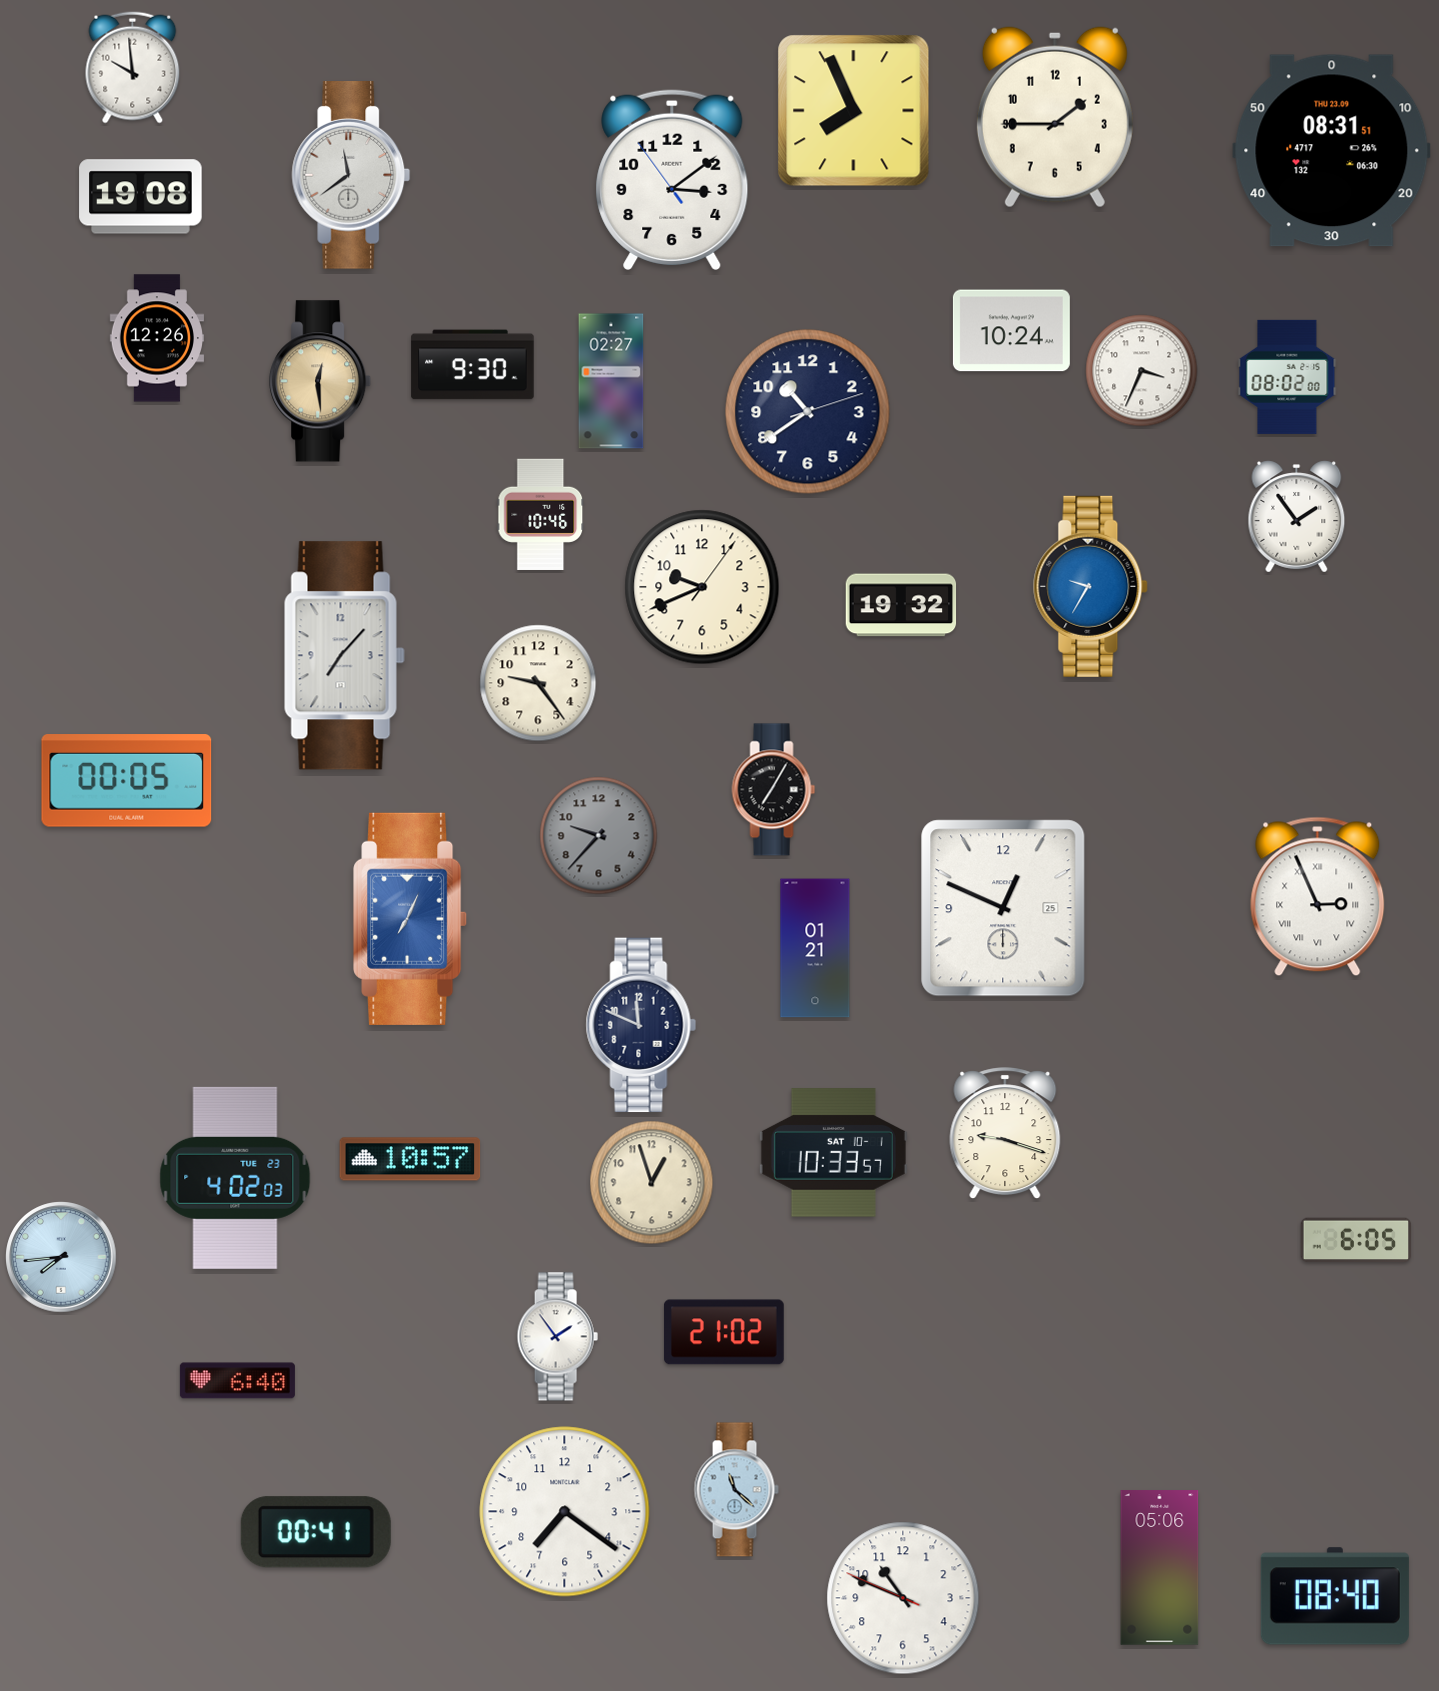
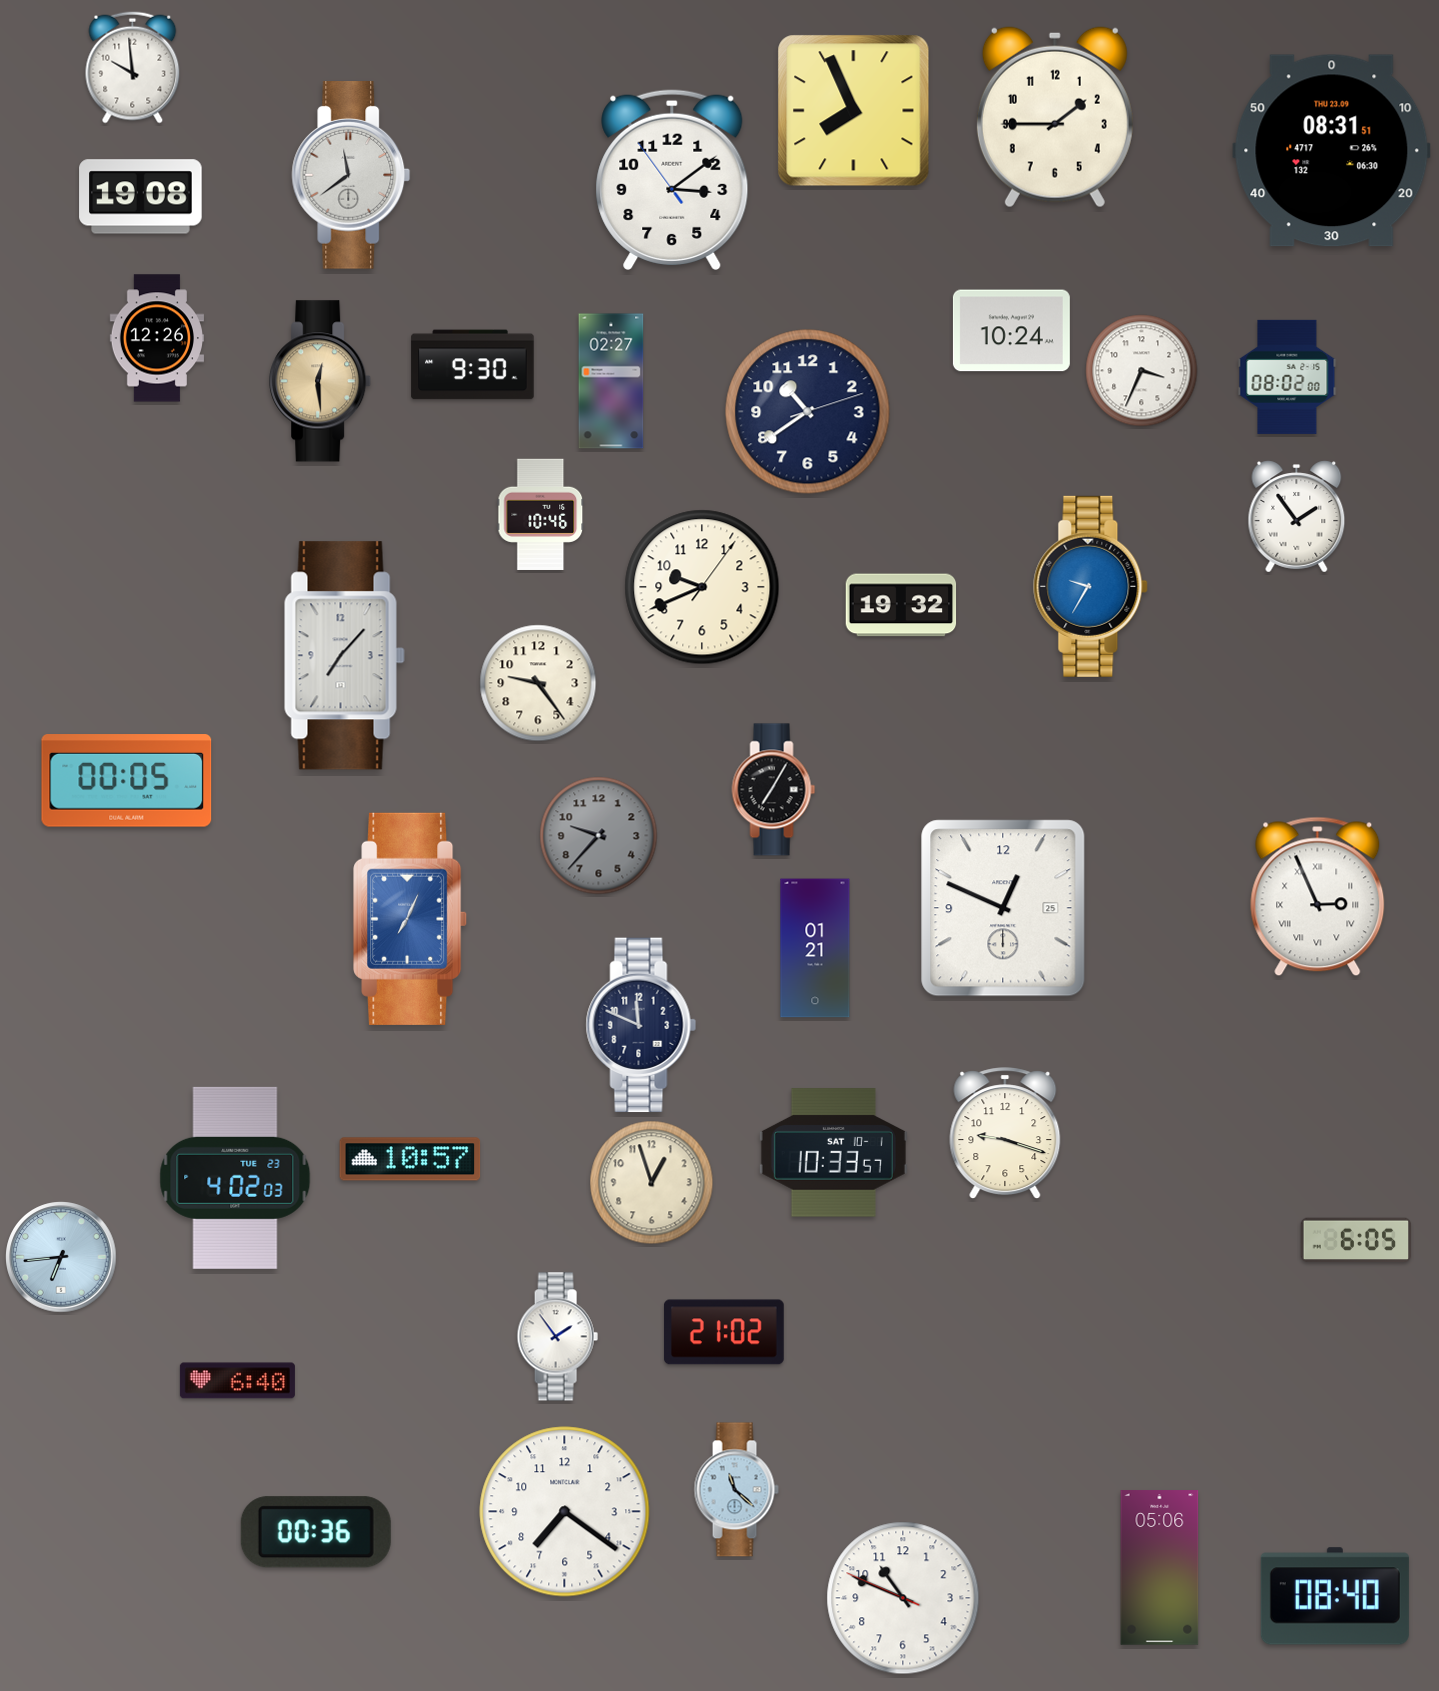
clock at (61, 1257): 7:44 -> 6:44
clock at (316, 1532): 00:41 -> 00:36
